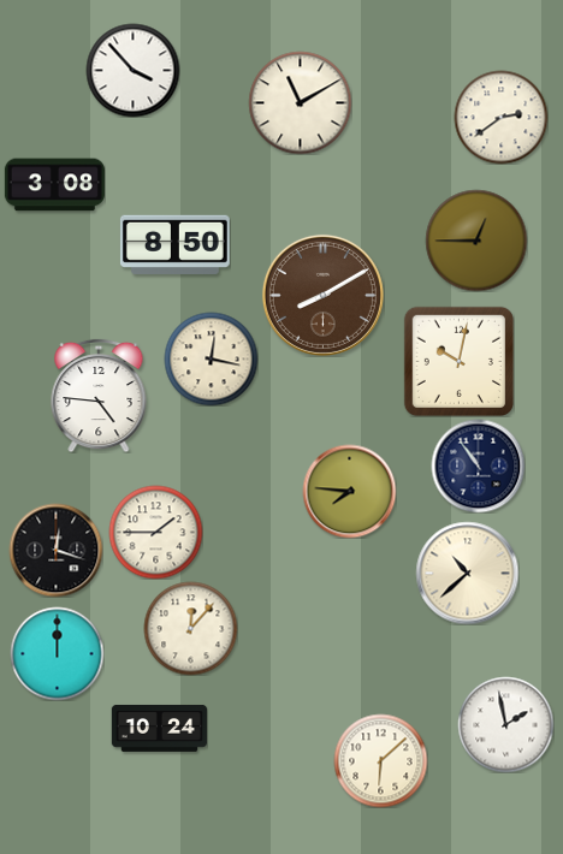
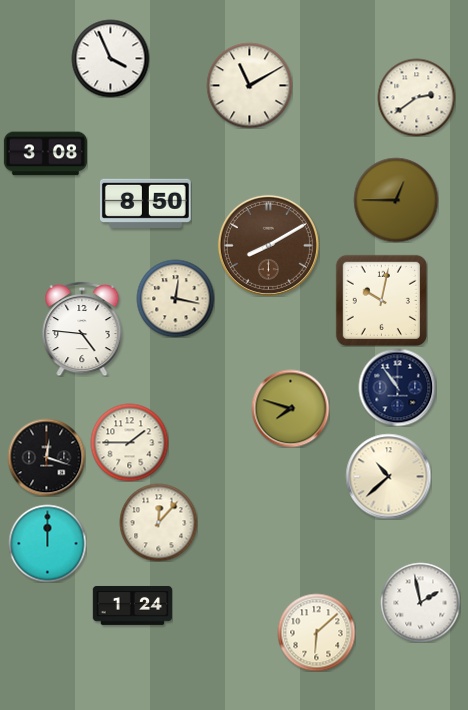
clock at (132, 70): 3:53 -> 3:56
clock at (349, 491): 7:46 -> 7:48
clock at (159, 728): 10:24 -> 1:24
